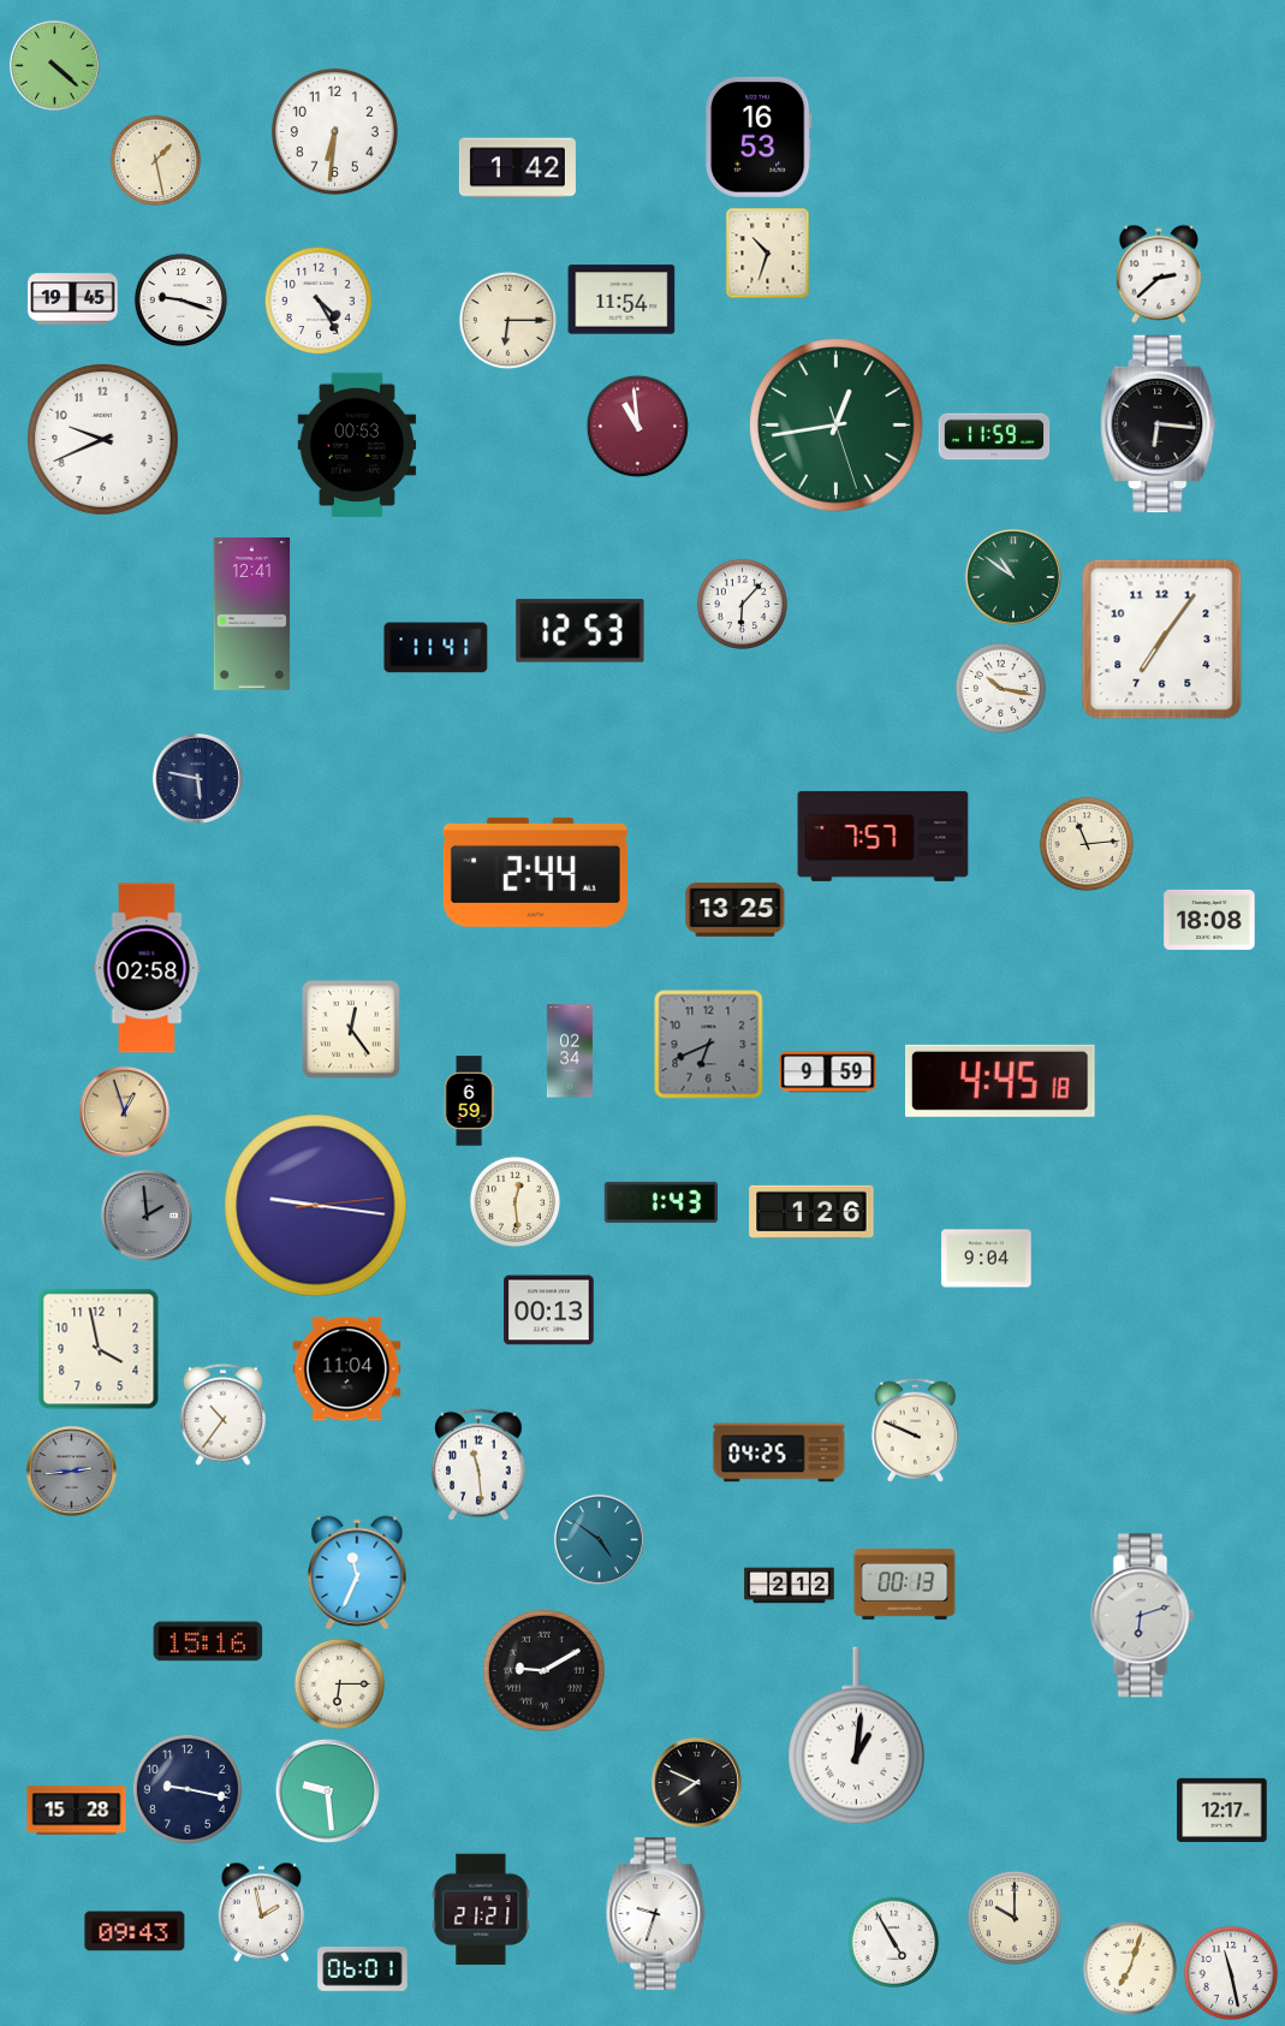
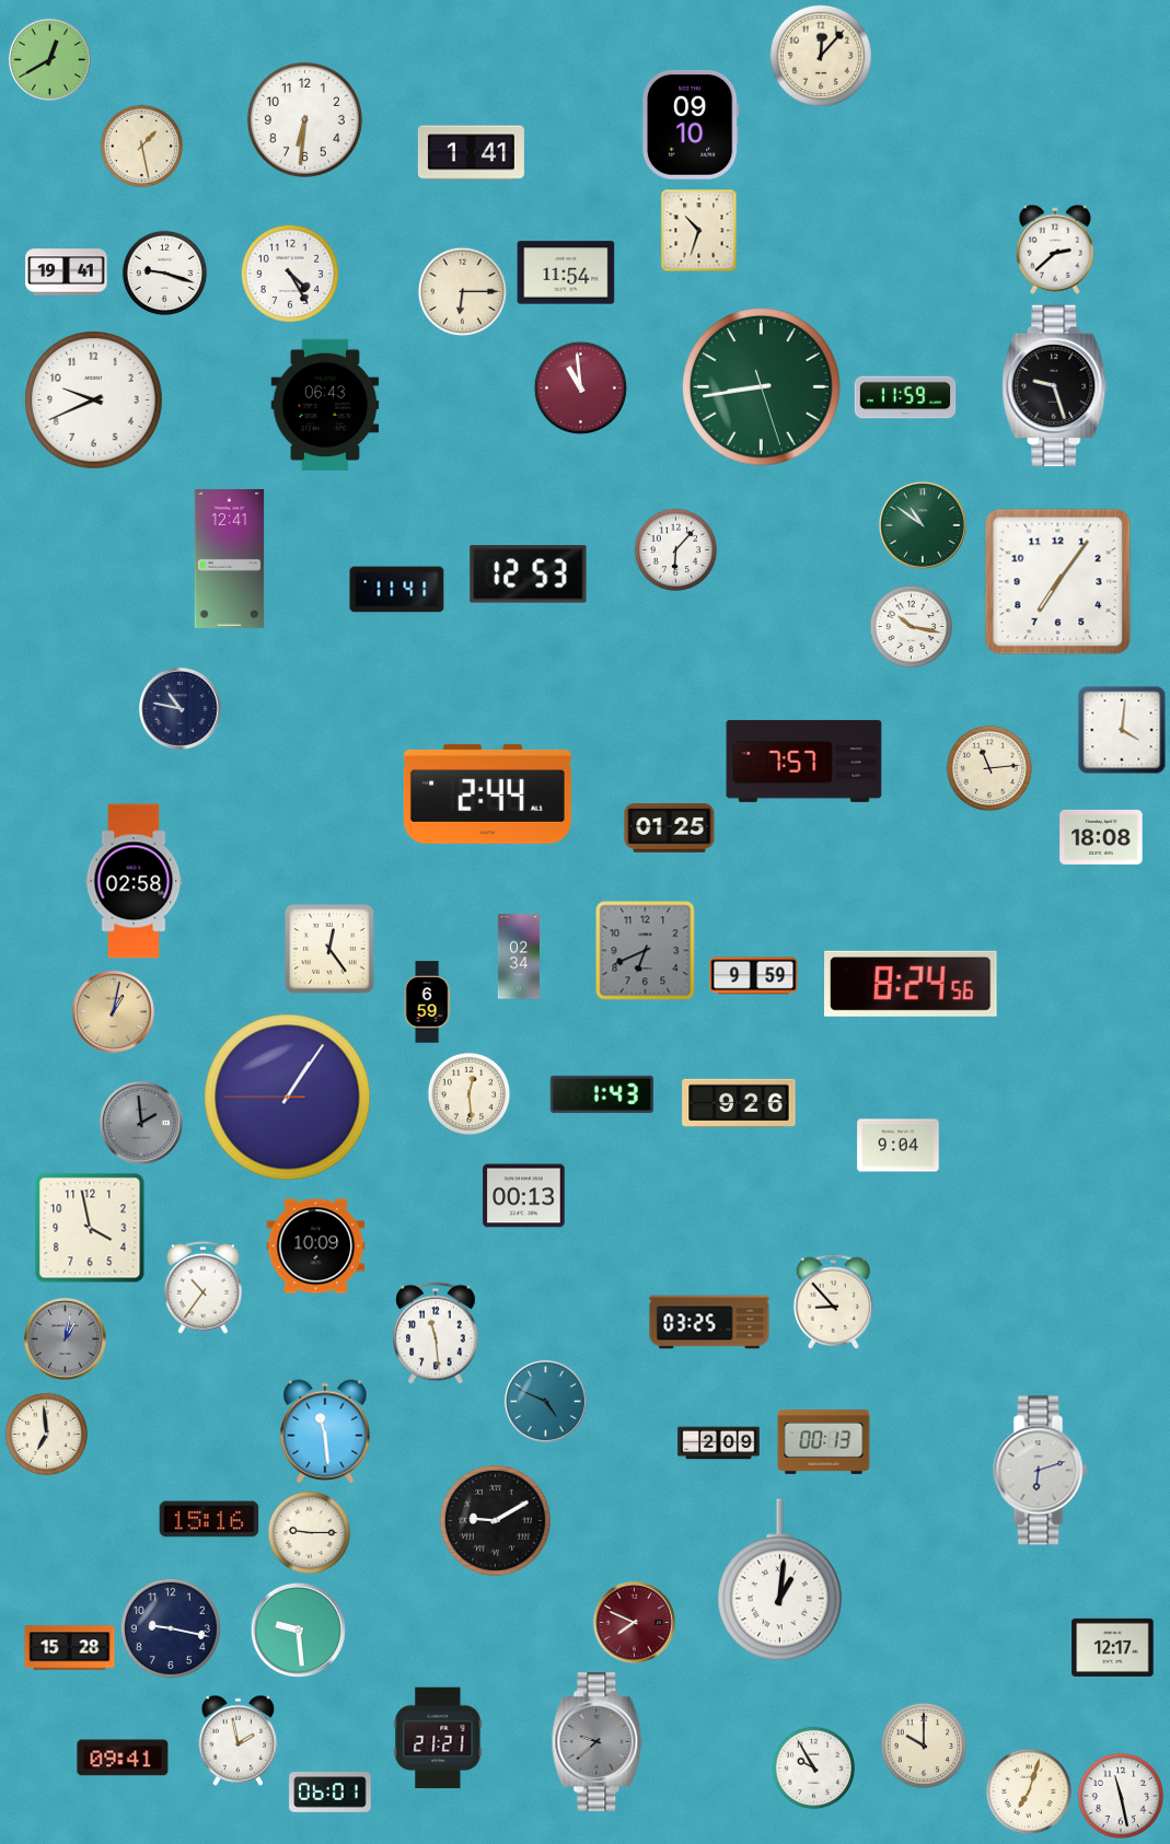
clock at (821, 56): none -> 12:07
clock at (54, 65): 4:22 -> 12:40
clock at (758, 137): 16:53 -> 09:10
clock at (517, 168): 1:42 -> 1:41
clock at (73, 299): 19:45 -> 19:41
clock at (1159, 424): 6:16 -> 9:27
clock at (837, 426): 12:43 -> 8:43
clock at (357, 445): 00:53 -> 06:43
clock at (197, 778): 5:47 -> 10:47
clock at (1122, 730): none -> 4:01
clock at (736, 909): 13:25 -> 01:25
clock at (351, 1029) position: (351, 1029) -> (329, 949)
clock at (1001, 1081): 4:45 -> 8:24
clock at (124, 1111): 12:57 -> 1:02
clock at (316, 1206): 9:16 -> 1:05
clock at (811, 1212): 1:26 -> 9:26
clock at (147, 1216) position: (147, 1216) -> (141, 1123)
clock at (549, 1311) position: (549, 1311) -> (524, 1196)
clock at (347, 1370): 11:04 -> 10:09
clock at (915, 1430): 9:49 -> 8:53
clock at (779, 1452): 04:25 -> 03:25
clock at (71, 1471): 2:44 -> 1:02
clock at (599, 1539): 4:51 -> 4:49
clock at (357, 1573): 11:34 -> 11:29
clock at (47, 1435): none -> 6:59
clock at (790, 1586): 2:12 -> 2:09
clock at (208, 1641) position: (208, 1641) -> (209, 1519)
clock at (340, 1685): 6:15 -> 9:15
clock at (696, 1782) dial: black -> burgundy
clock at (656, 1913): 9:33 -> 9:38
clock at (656, 1913) dial: white -> grey
clock at (135, 1931): 09:43 -> 09:41
clock at (894, 1943): 4:55 -> 9:55
